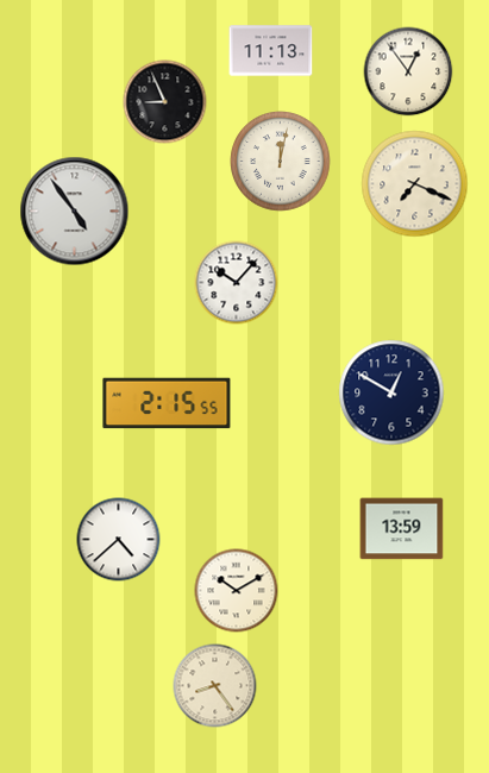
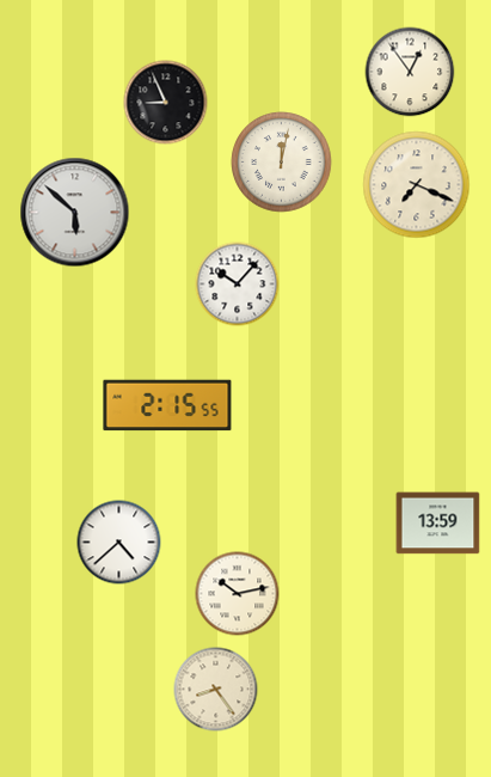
clock at (271, 51): 11:13 -> none
clock at (75, 212): 4:54 -> 5:52
clock at (391, 392): 12:50 -> none
clock at (402, 529) position: (402, 529) -> (438, 524)
clock at (237, 591): 10:10 -> 10:13
